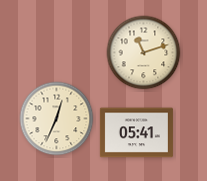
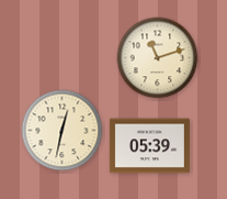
clock at (57, 119): 12:34 -> 12:32
clock at (136, 133): 05:41 -> 05:39
